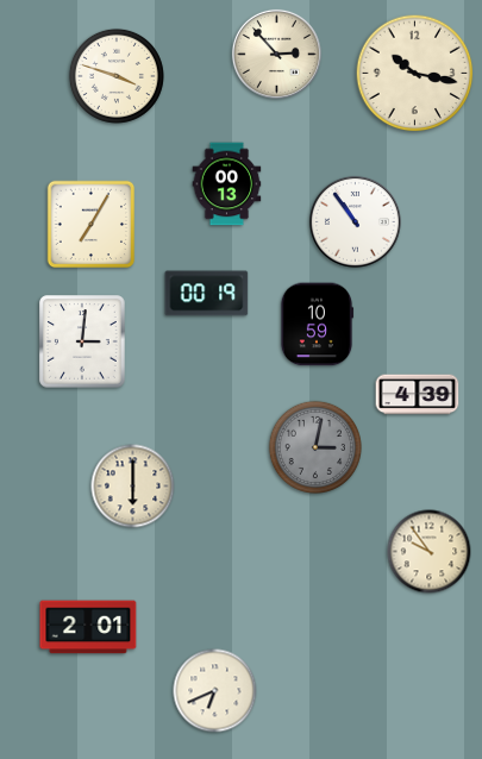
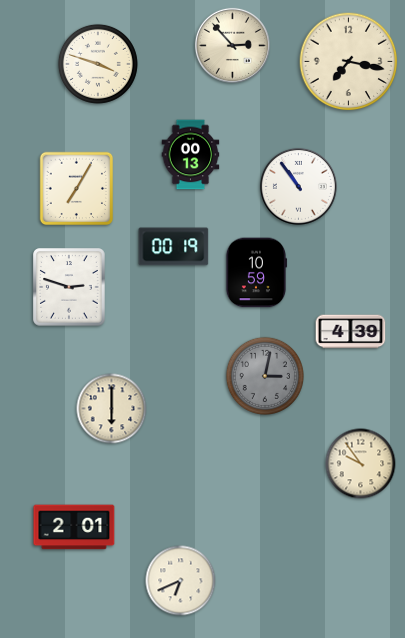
clock at (415, 74): 10:17 -> 7:17
clock at (317, 325) position: (317, 325) -> (256, 273)
clock at (82, 341): 3:01 -> 2:48
